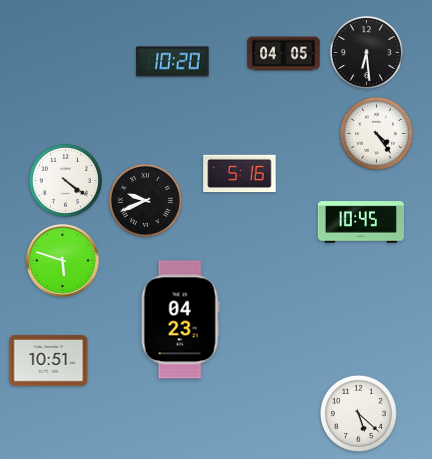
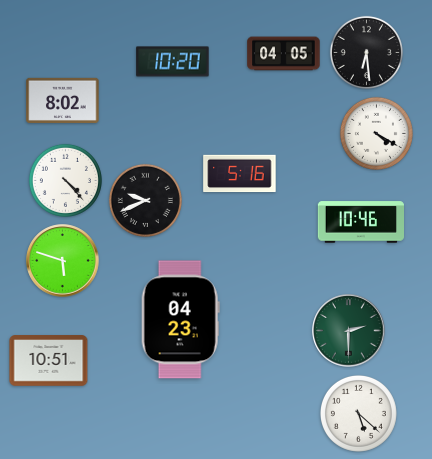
clock at (63, 100): none -> 8:02
clock at (376, 133): 4:24 -> 4:20
clock at (65, 180): 4:21 -> 4:23
clock at (360, 222): 10:45 -> 10:46
clock at (349, 331): none -> 2:30
